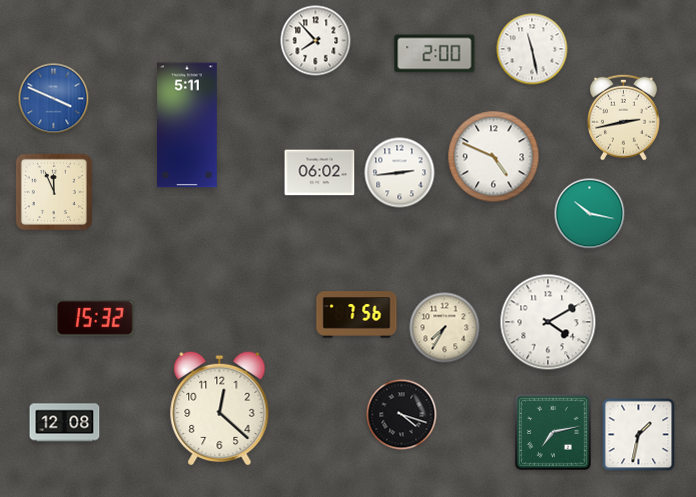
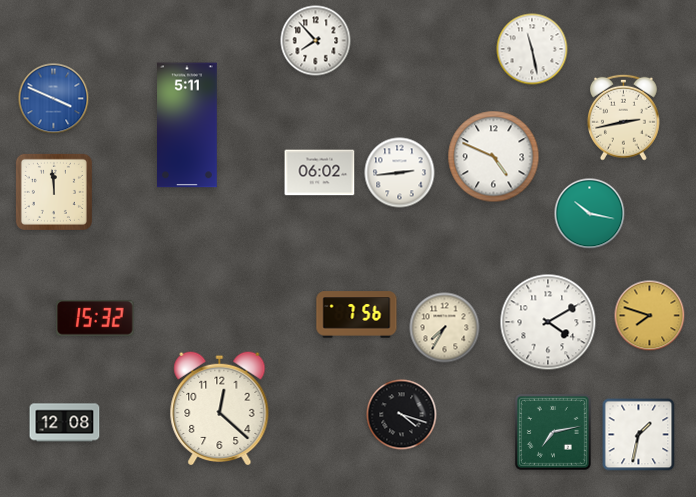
clock at (435, 54): 2:00 -> none
clock at (54, 192): 11:56 -> 11:59
clock at (650, 316): none -> 7:48
